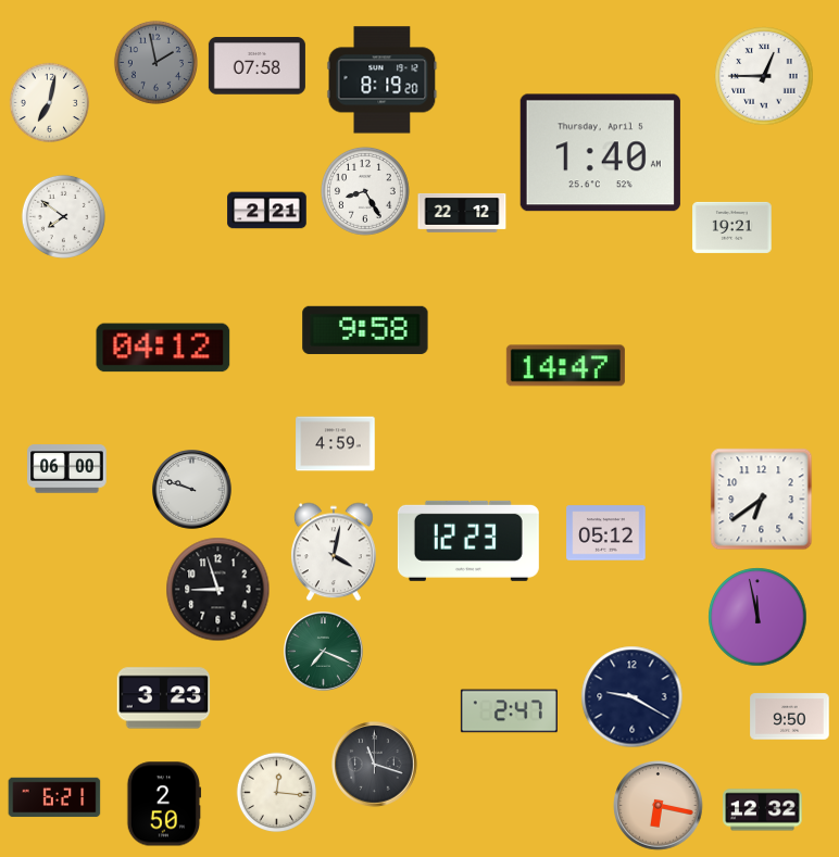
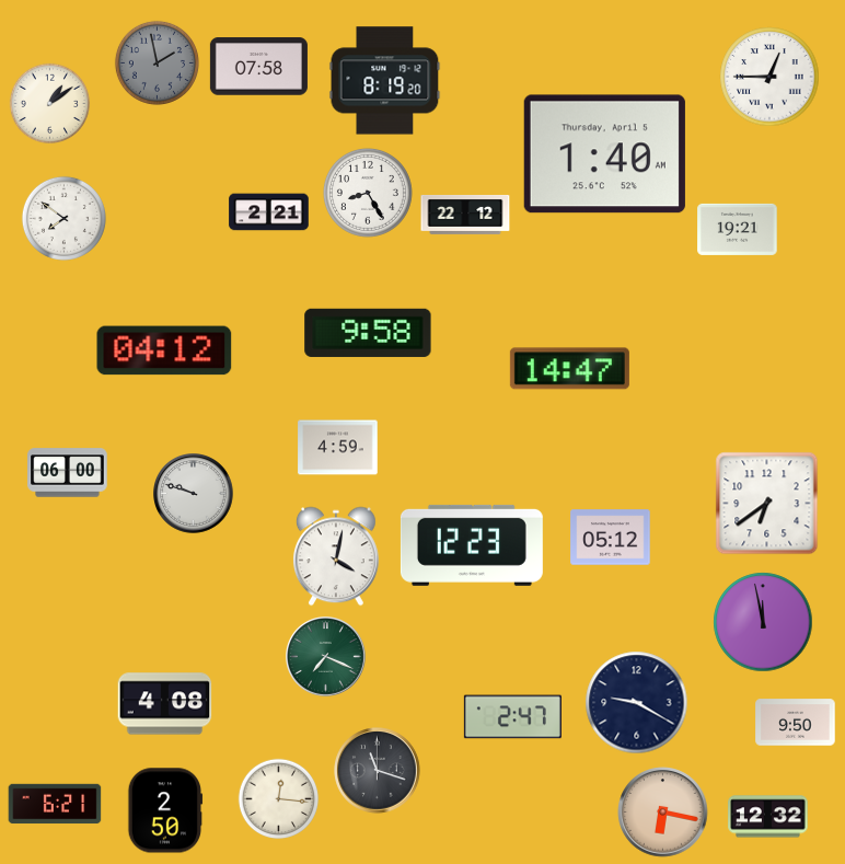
clock at (50, 103): 7:02 -> 1:09
clock at (218, 590): 8:57 -> none
clock at (164, 698): 3:23 -> 4:08
